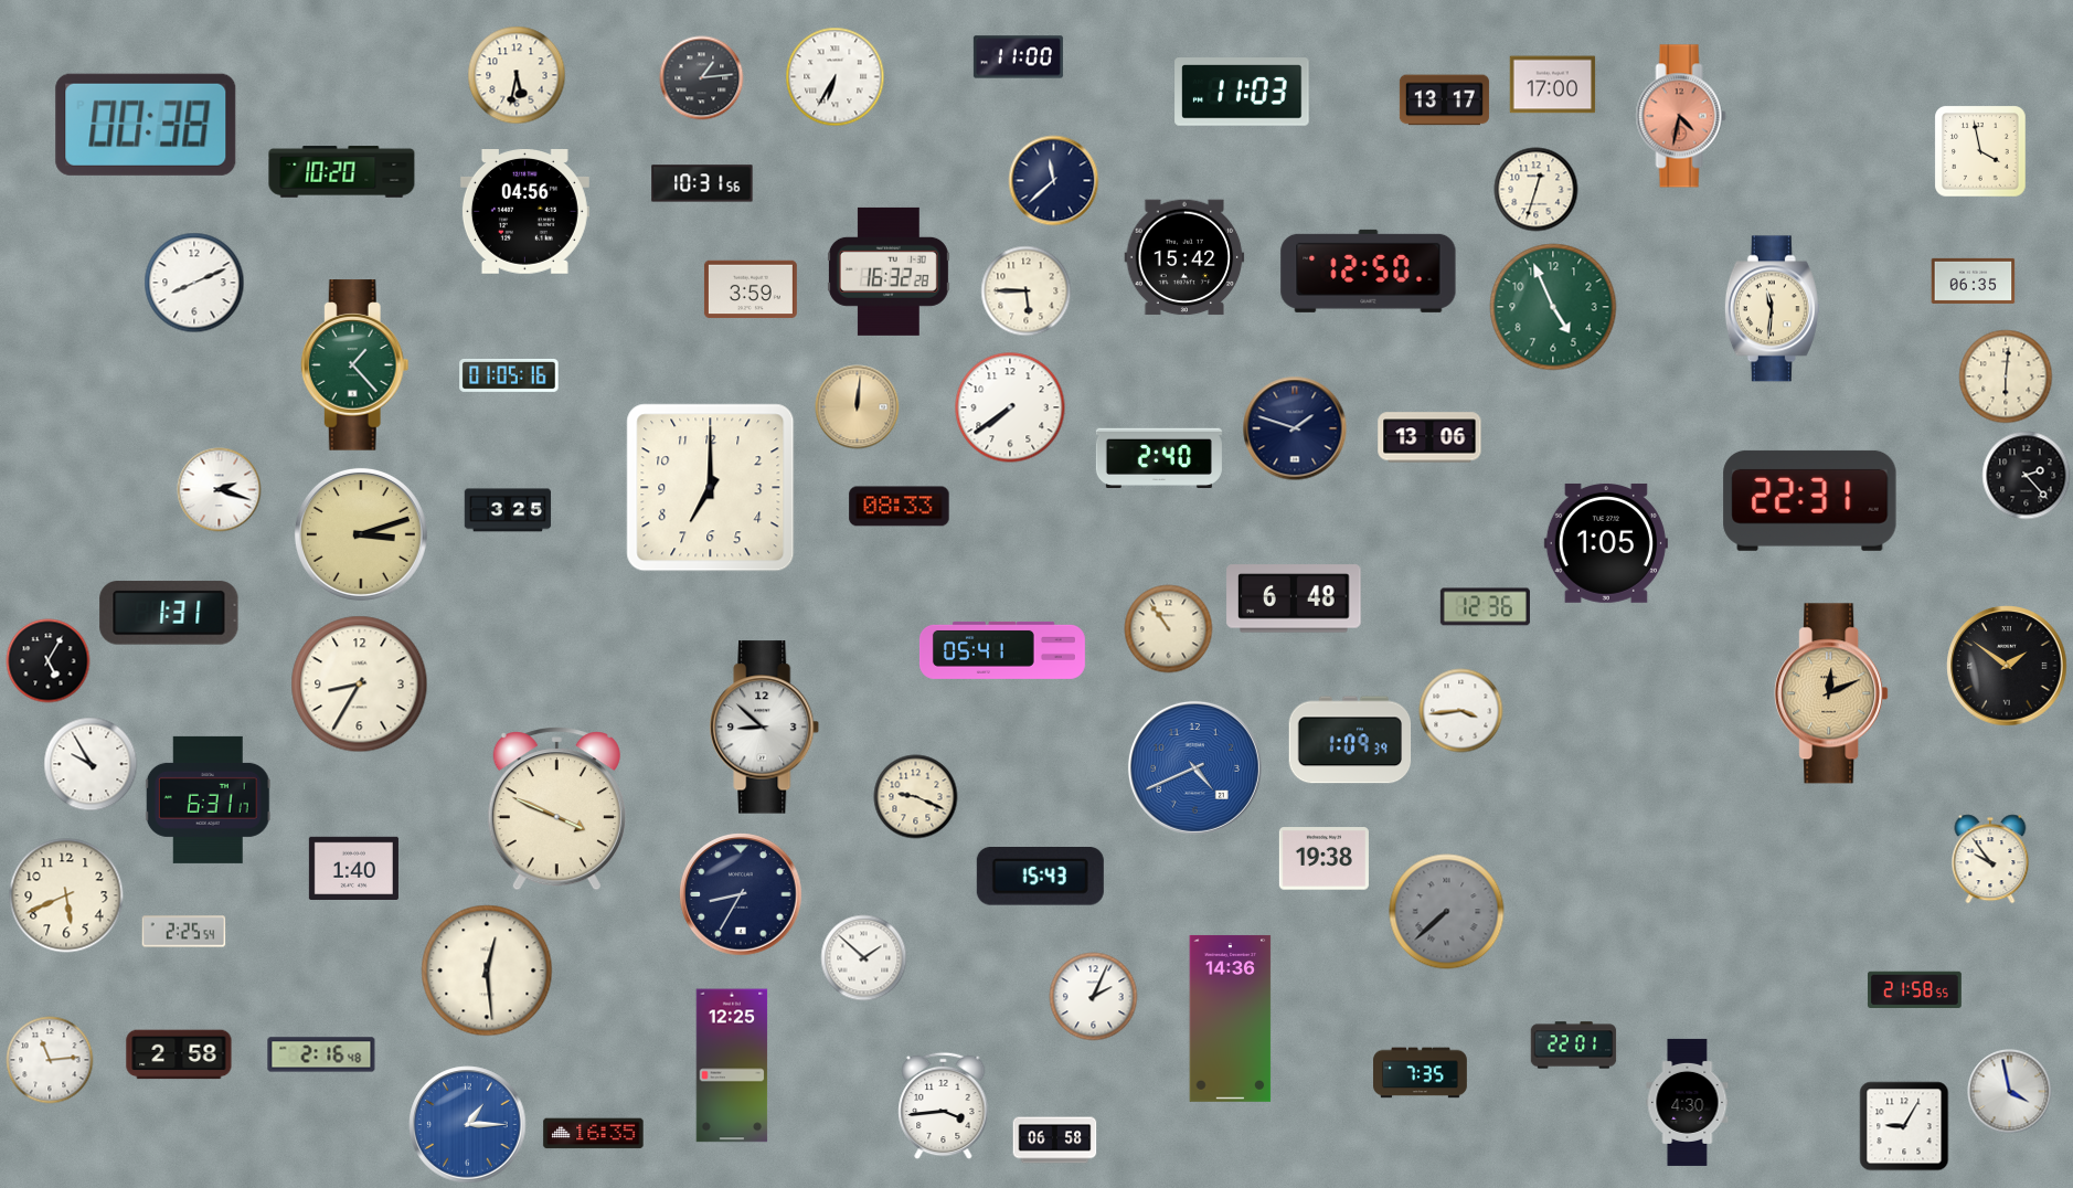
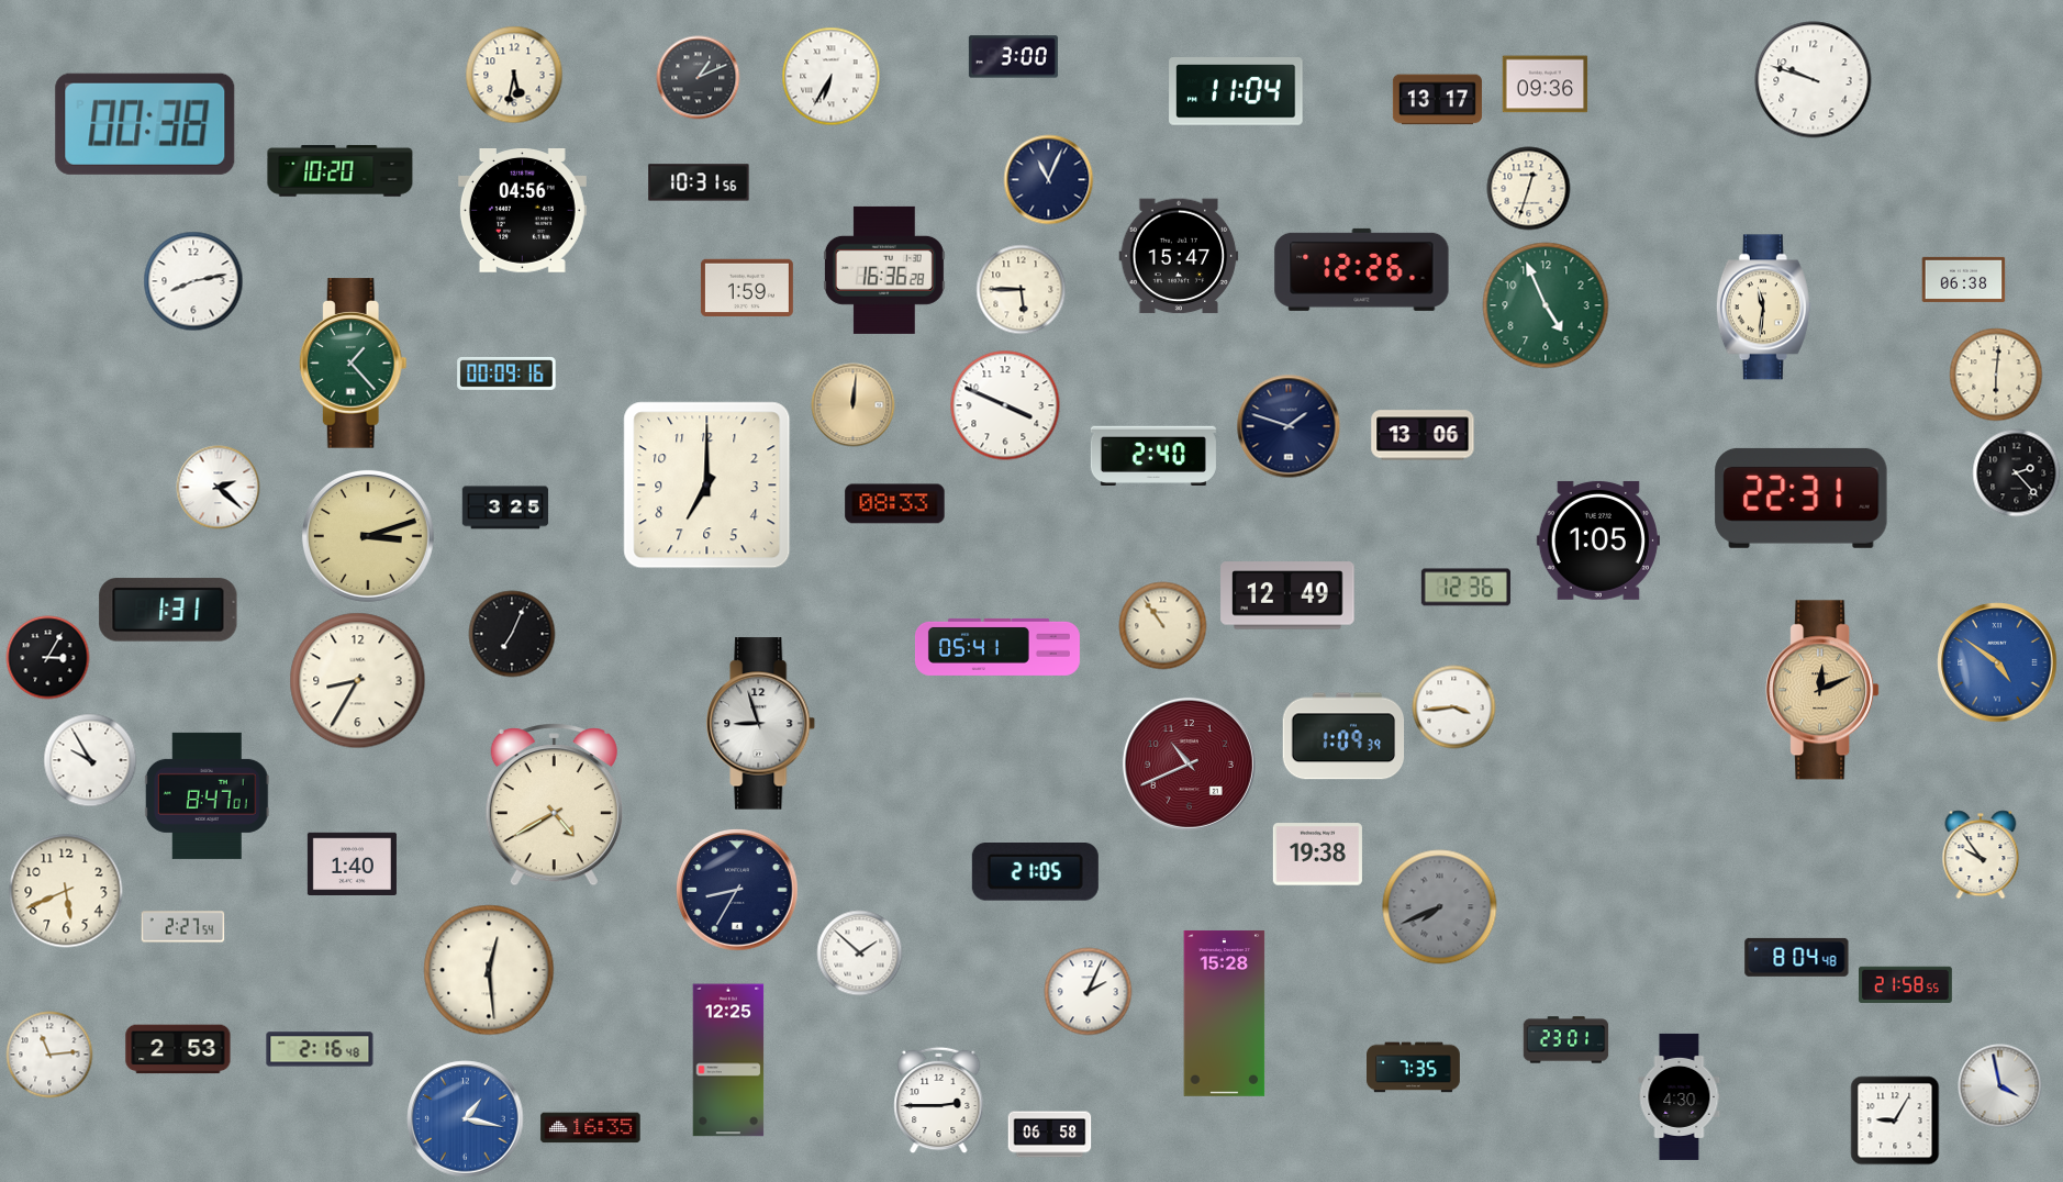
clock at (1018, 57): 11:00 -> 3:00
clock at (702, 78): 1:14 -> 1:11
clock at (1814, 80): none -> 9:48
clock at (1553, 85): 17:00 -> 09:36
clock at (1242, 92): 11:03 -> 11:04
clock at (1681, 116): 4:32 -> none
clock at (1980, 151): 3:58 -> none
clock at (1054, 181): 11:38 -> 11:04
clock at (1184, 257): 15:42 -> 15:47
clock at (1369, 271): 12:50 -> 12:26
clock at (889, 272): 16:32 -> 16:36
clock at (1974, 280): 06:35 -> 06:38
clock at (194, 283): 8:11 -> 8:13
clock at (751, 289): 3:59 -> 1:59
clock at (509, 375): 01:05 -> 00:09
clock at (1010, 407): 7:39 -> 3:49
clock at (220, 490): 2:18 -> 2:22
clock at (361, 534) position: (361, 534) -> (368, 536)
clock at (1294, 598): 6:48 -> 12:49
clock at (1485, 607) position: (1485, 607) -> (1465, 588)
clock at (512, 634): none -> 7:04
clock at (49, 661): 5:05 -> 3:05
clock at (2007, 666): 1:51 -> 4:51
clock at (2007, 666) dial: black -> blue
clock at (765, 728): 8:52 -> 8:57
clock at (1194, 767): 4:41 -> 10:41
clock at (1194, 767) dial: blue -> burgundy
clock at (916, 797): 9:19 -> none
clock at (208, 799): 6:31 -> 8:47
clock at (556, 809): 3:49 -> 4:40
clock at (1040, 877): 15:43 -> 21:05
clock at (1447, 912): 7:38 -> 7:41
clock at (184, 932): 2:25 -> 2:27
clock at (1797, 957): none -> 8:04
clock at (487, 970) position: (487, 970) -> (489, 970)
clock at (1231, 1018): 14:36 -> 15:28
clock at (1574, 1046): 22:01 -> 23:01
clock at (179, 1054): 2:58 -> 2:53
clock at (944, 1106): 3:44 -> 2:45
clock at (468, 1125): 1:15 -> 1:17
